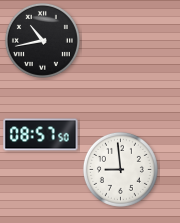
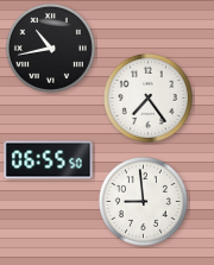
clock at (147, 97): none -> 7:24
clock at (41, 135): 08:57 -> 06:55
